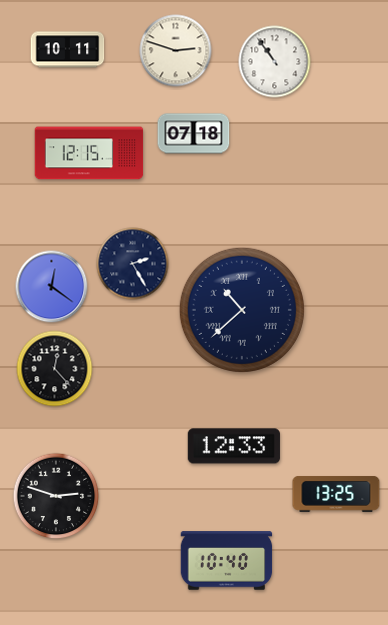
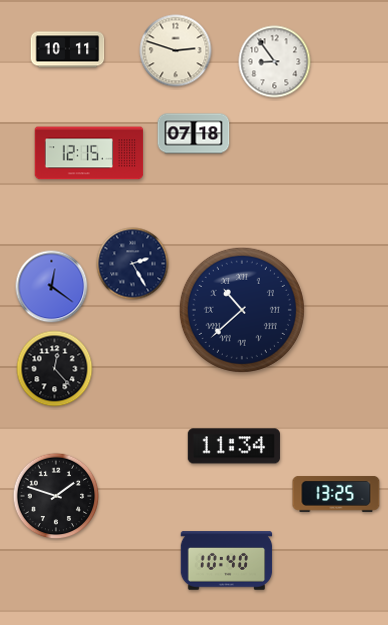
clock at (275, 62): 10:54 -> 8:54
clock at (234, 446): 12:33 -> 11:34
clock at (56, 496): 2:48 -> 1:48
